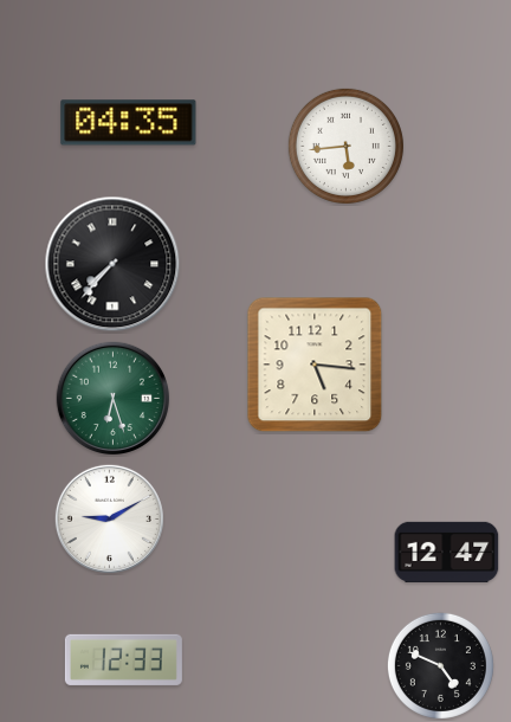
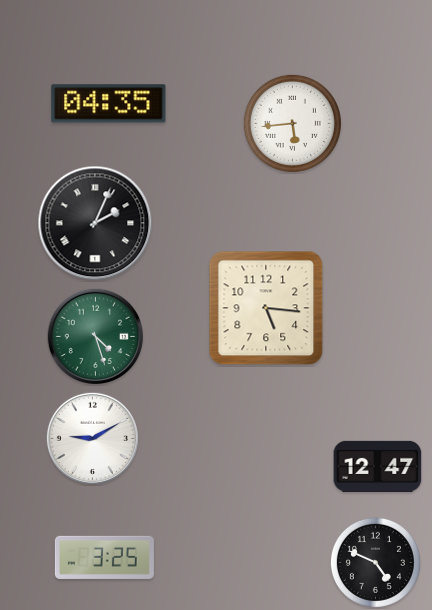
clock at (112, 264): 7:37 -> 2:04
clock at (112, 398): 6:27 -> 4:27
clock at (123, 659): 12:33 -> 3:25
clock at (440, 665) position: (440, 665) -> (375, 562)
